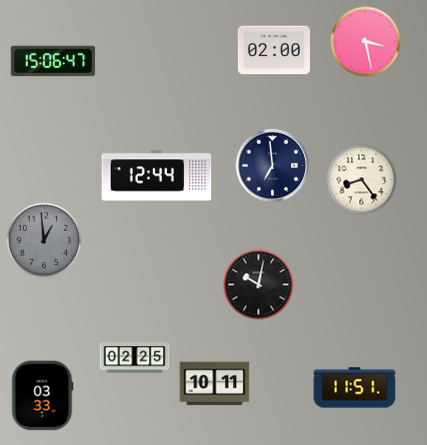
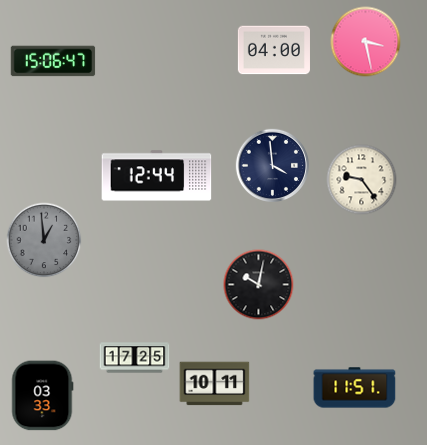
clock at (274, 50): 02:00 -> 04:00
clock at (272, 165): 6:59 -> 3:59
clock at (362, 180): 8:24 -> 9:24
clock at (135, 358): 02:25 -> 17:25
